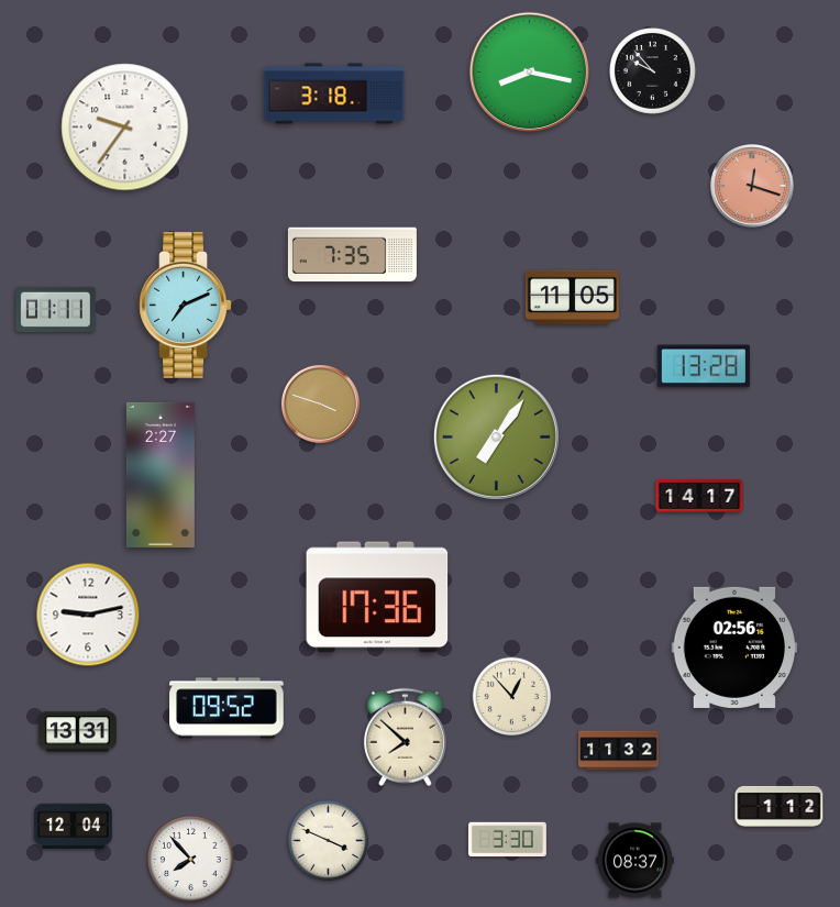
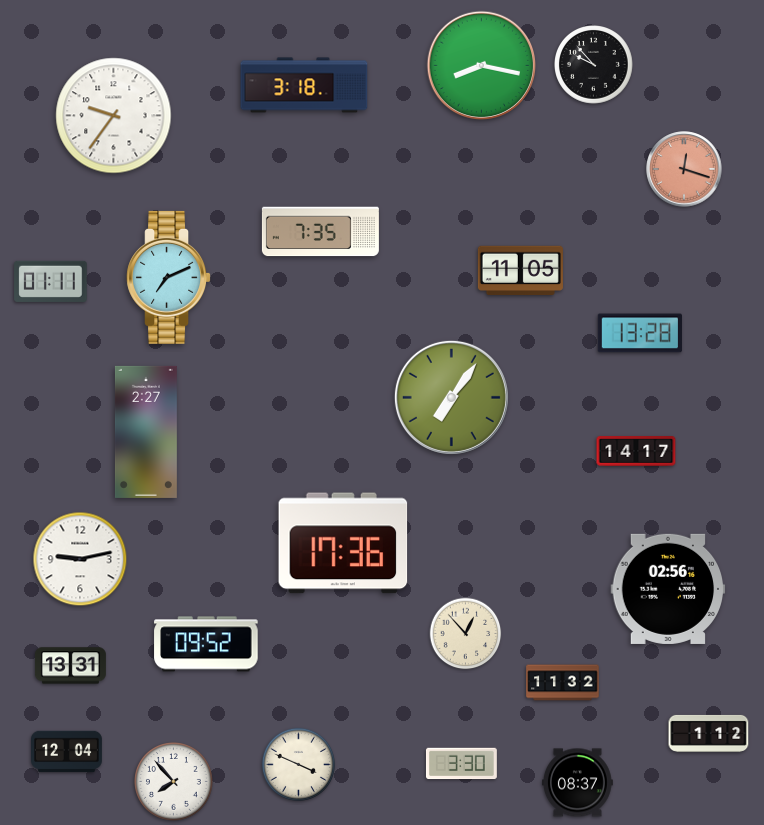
clock at (320, 403): 3:48 -> none
clock at (405, 738): 7:52 -> none
